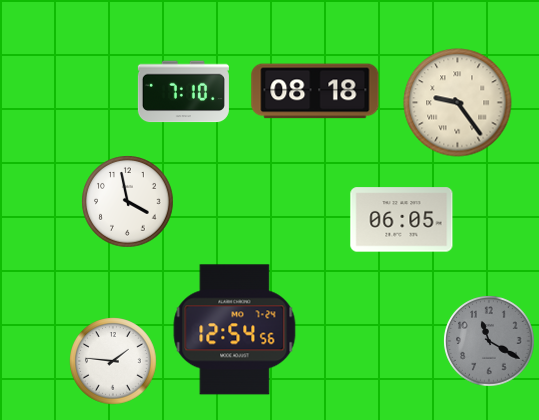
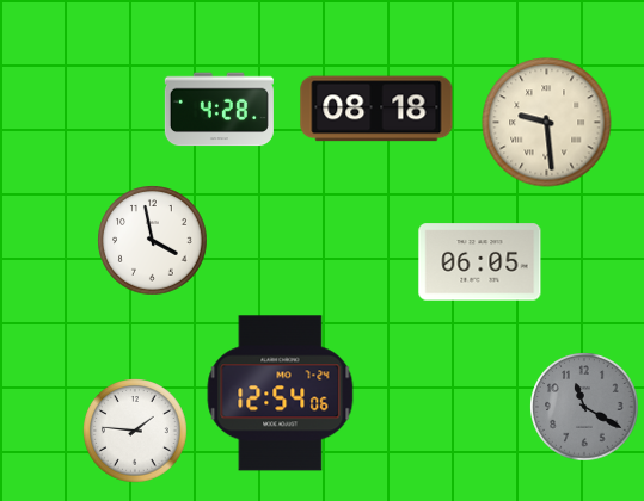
clock at (183, 92): 7:10 -> 4:28
clock at (458, 103): 9:24 -> 9:29
clock at (235, 330): 12:54:56 -> 12:54:06
